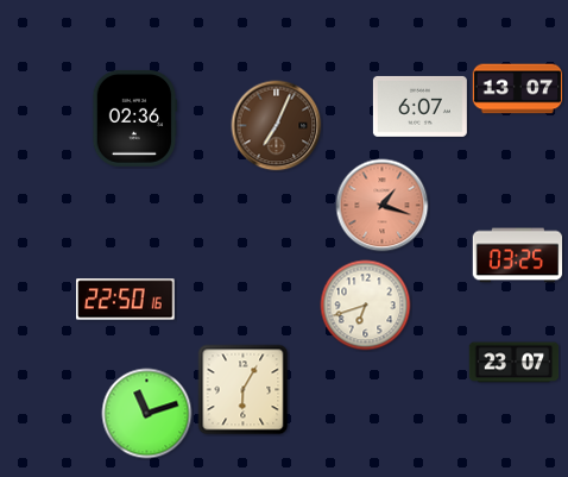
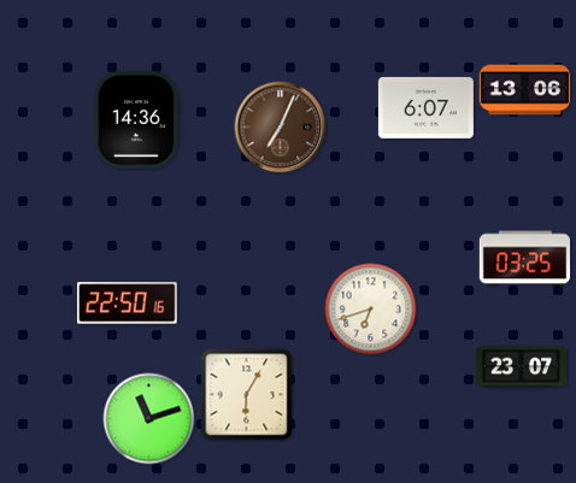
clock at (518, 89): 13:07 -> 13:06
clock at (135, 118): 02:36 -> 14:36
clock at (383, 206): 1:18 -> none
